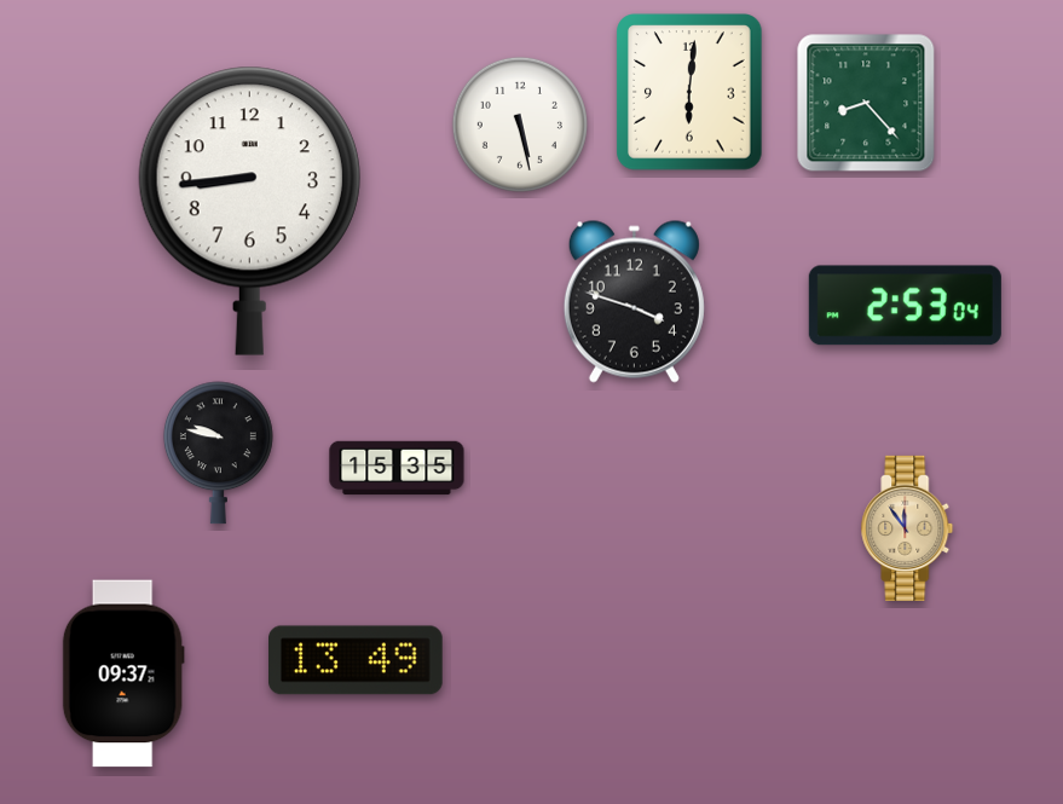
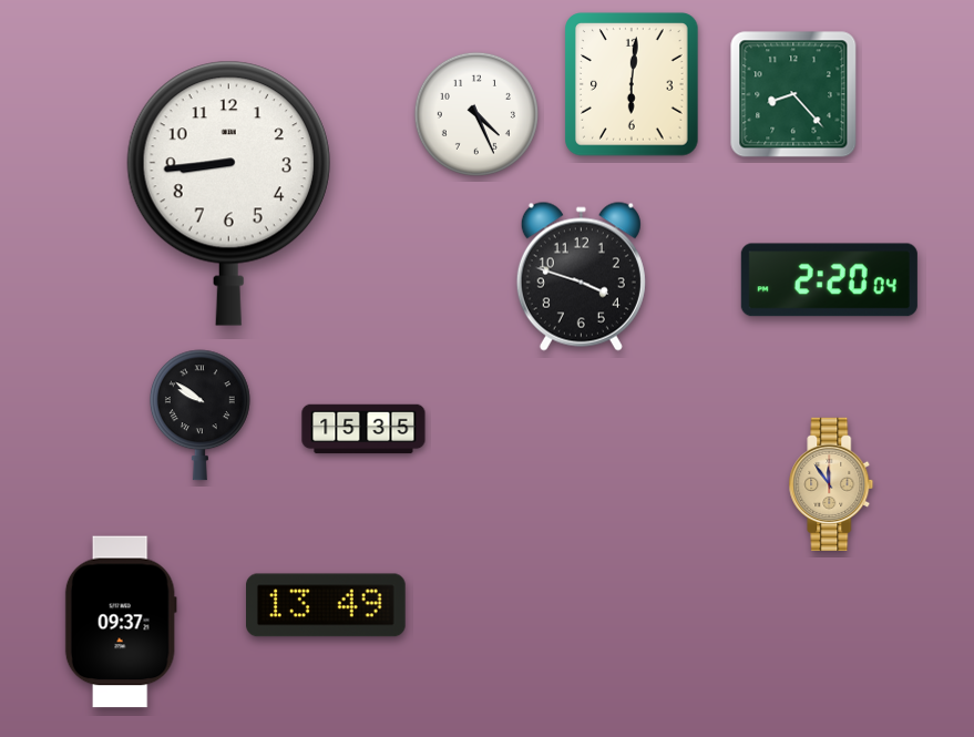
clock at (520, 125): 5:28 -> 4:26
clock at (905, 306): 2:53 -> 2:20
clock at (218, 453): 9:47 -> 9:51
clock at (123, 673) position: (123, 673) -> (121, 622)
